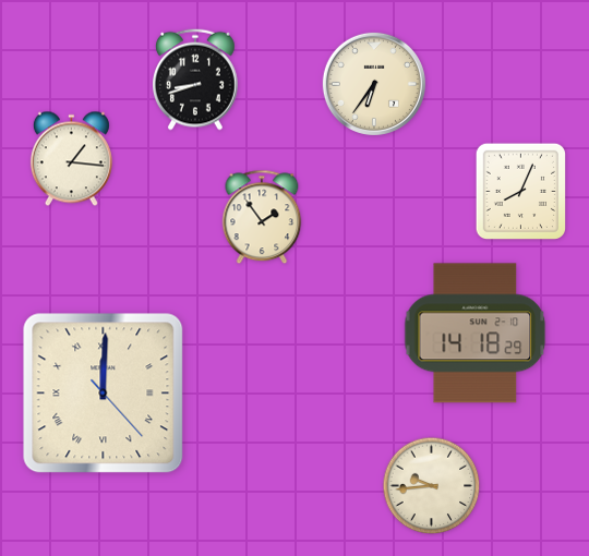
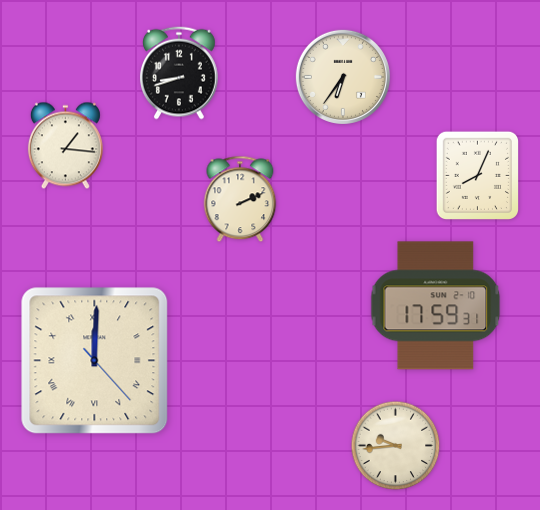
clock at (262, 217): 1:54 -> 2:11
clock at (476, 334): 14:18 -> 17:59
